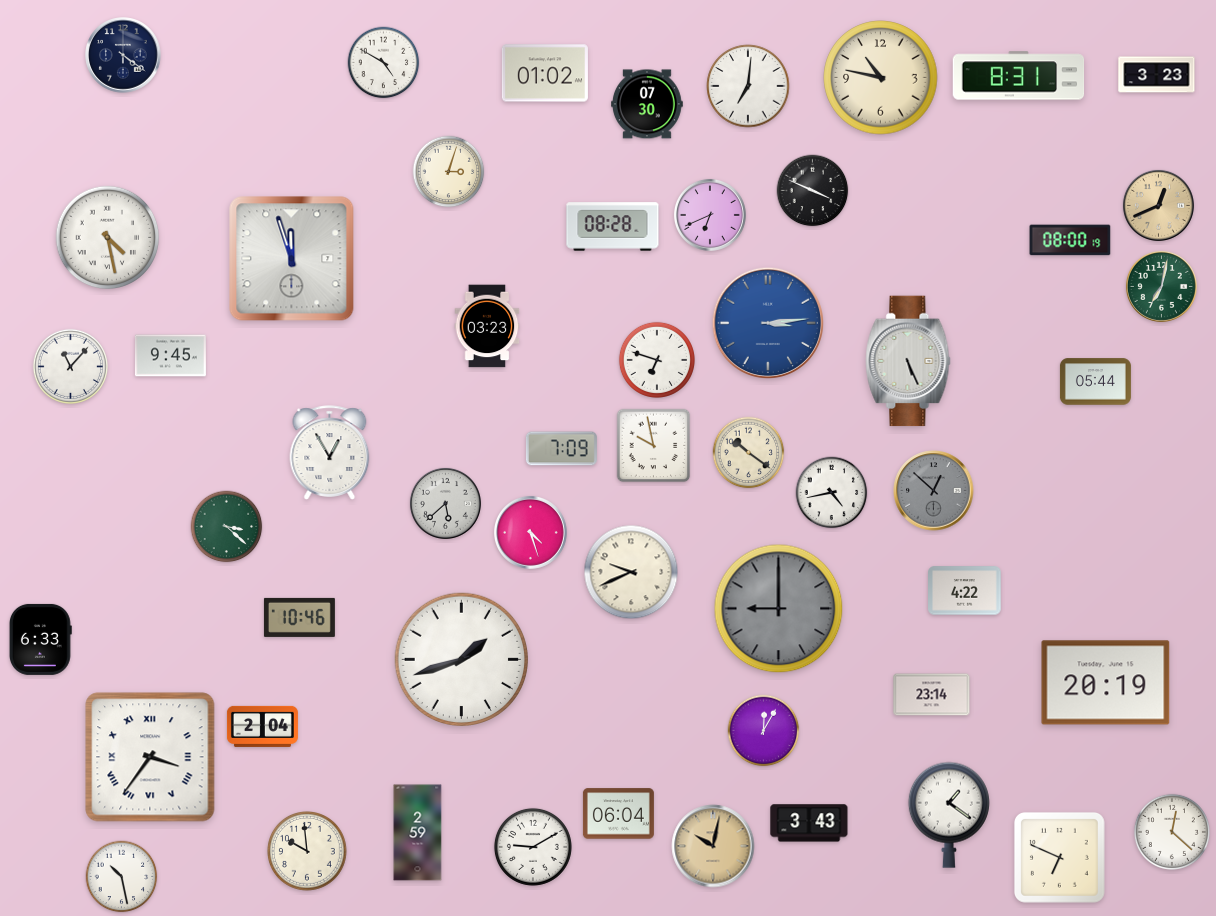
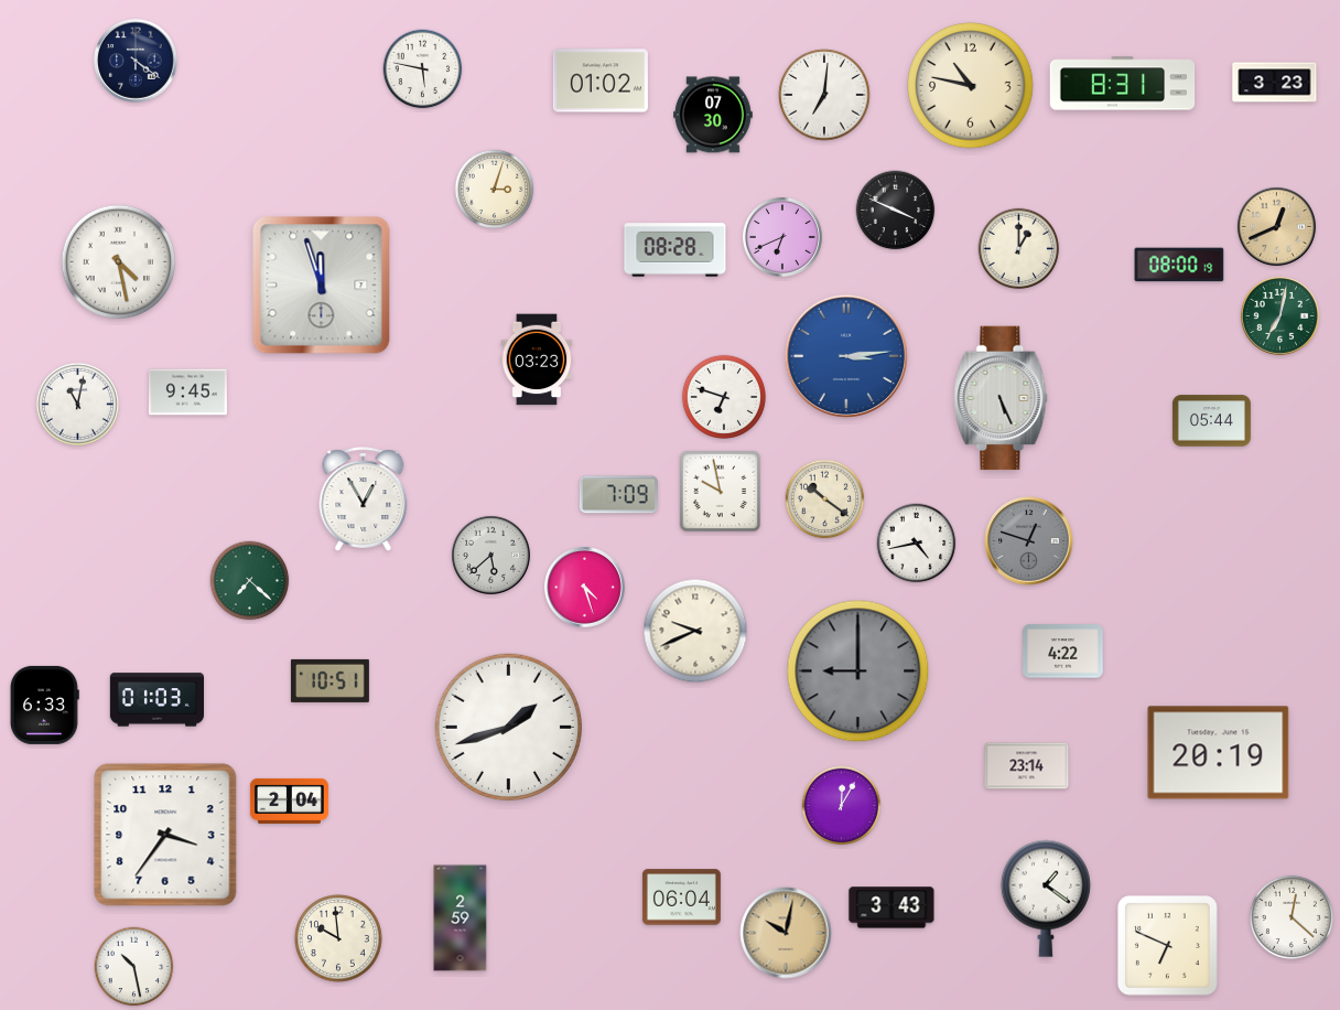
clock at (384, 63): 4:50 -> 5:47
clock at (1019, 249): none -> 1:00
clock at (70, 366): 11:07 -> 11:02
clock at (1095, 382) position: (1095, 382) -> (1211, 421)
clock at (934, 491): 12:52 -> 12:48
clock at (227, 527): 3:22 -> 7:22
clock at (299, 617): 10:46 -> 10:51
clock at (156, 700): none -> 01:03
clock at (150, 757) numerals: Roman -> Arabic
clock at (533, 847): 9:10 -> none
